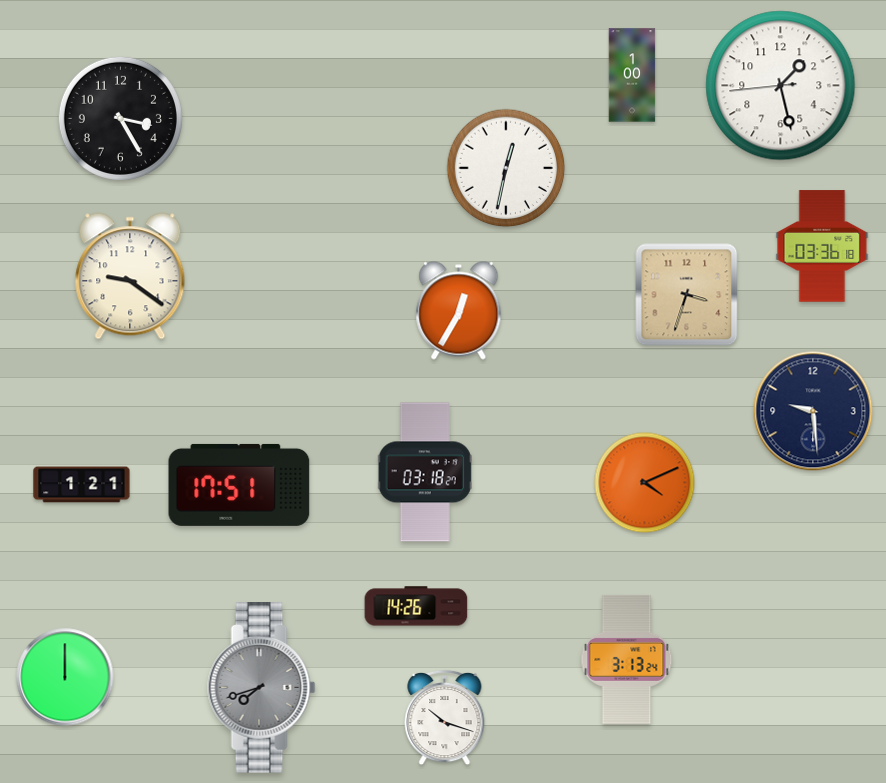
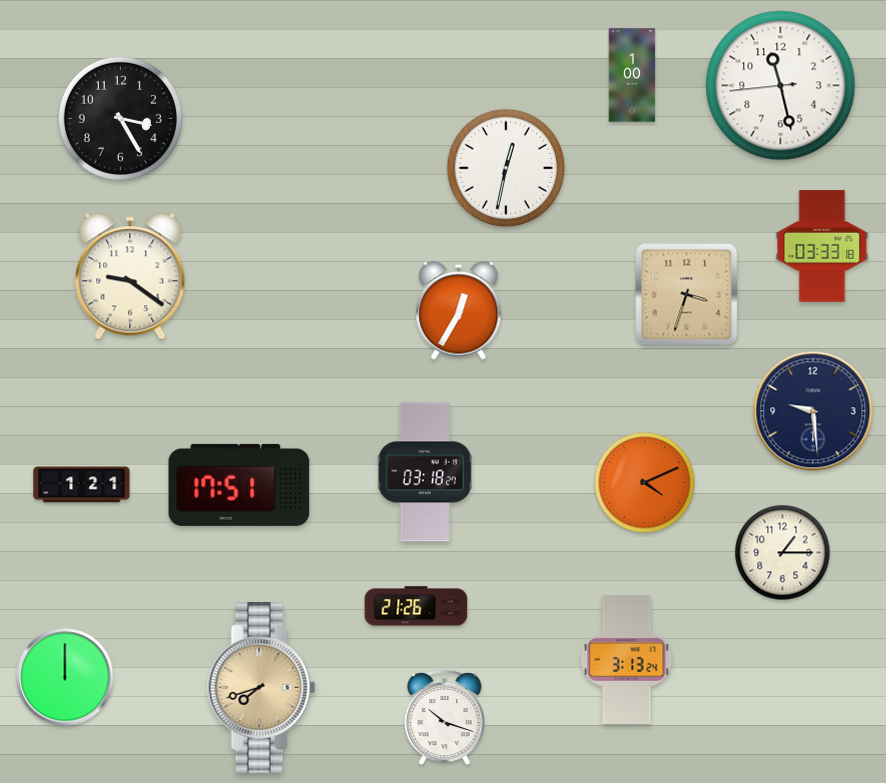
clock at (781, 86): 1:27 -> 11:27
clock at (822, 246): 03:36 -> 03:33
clock at (783, 553): none -> 1:15
clock at (416, 606): 14:26 -> 21:26
clock at (262, 688) dial: grey -> champagne
